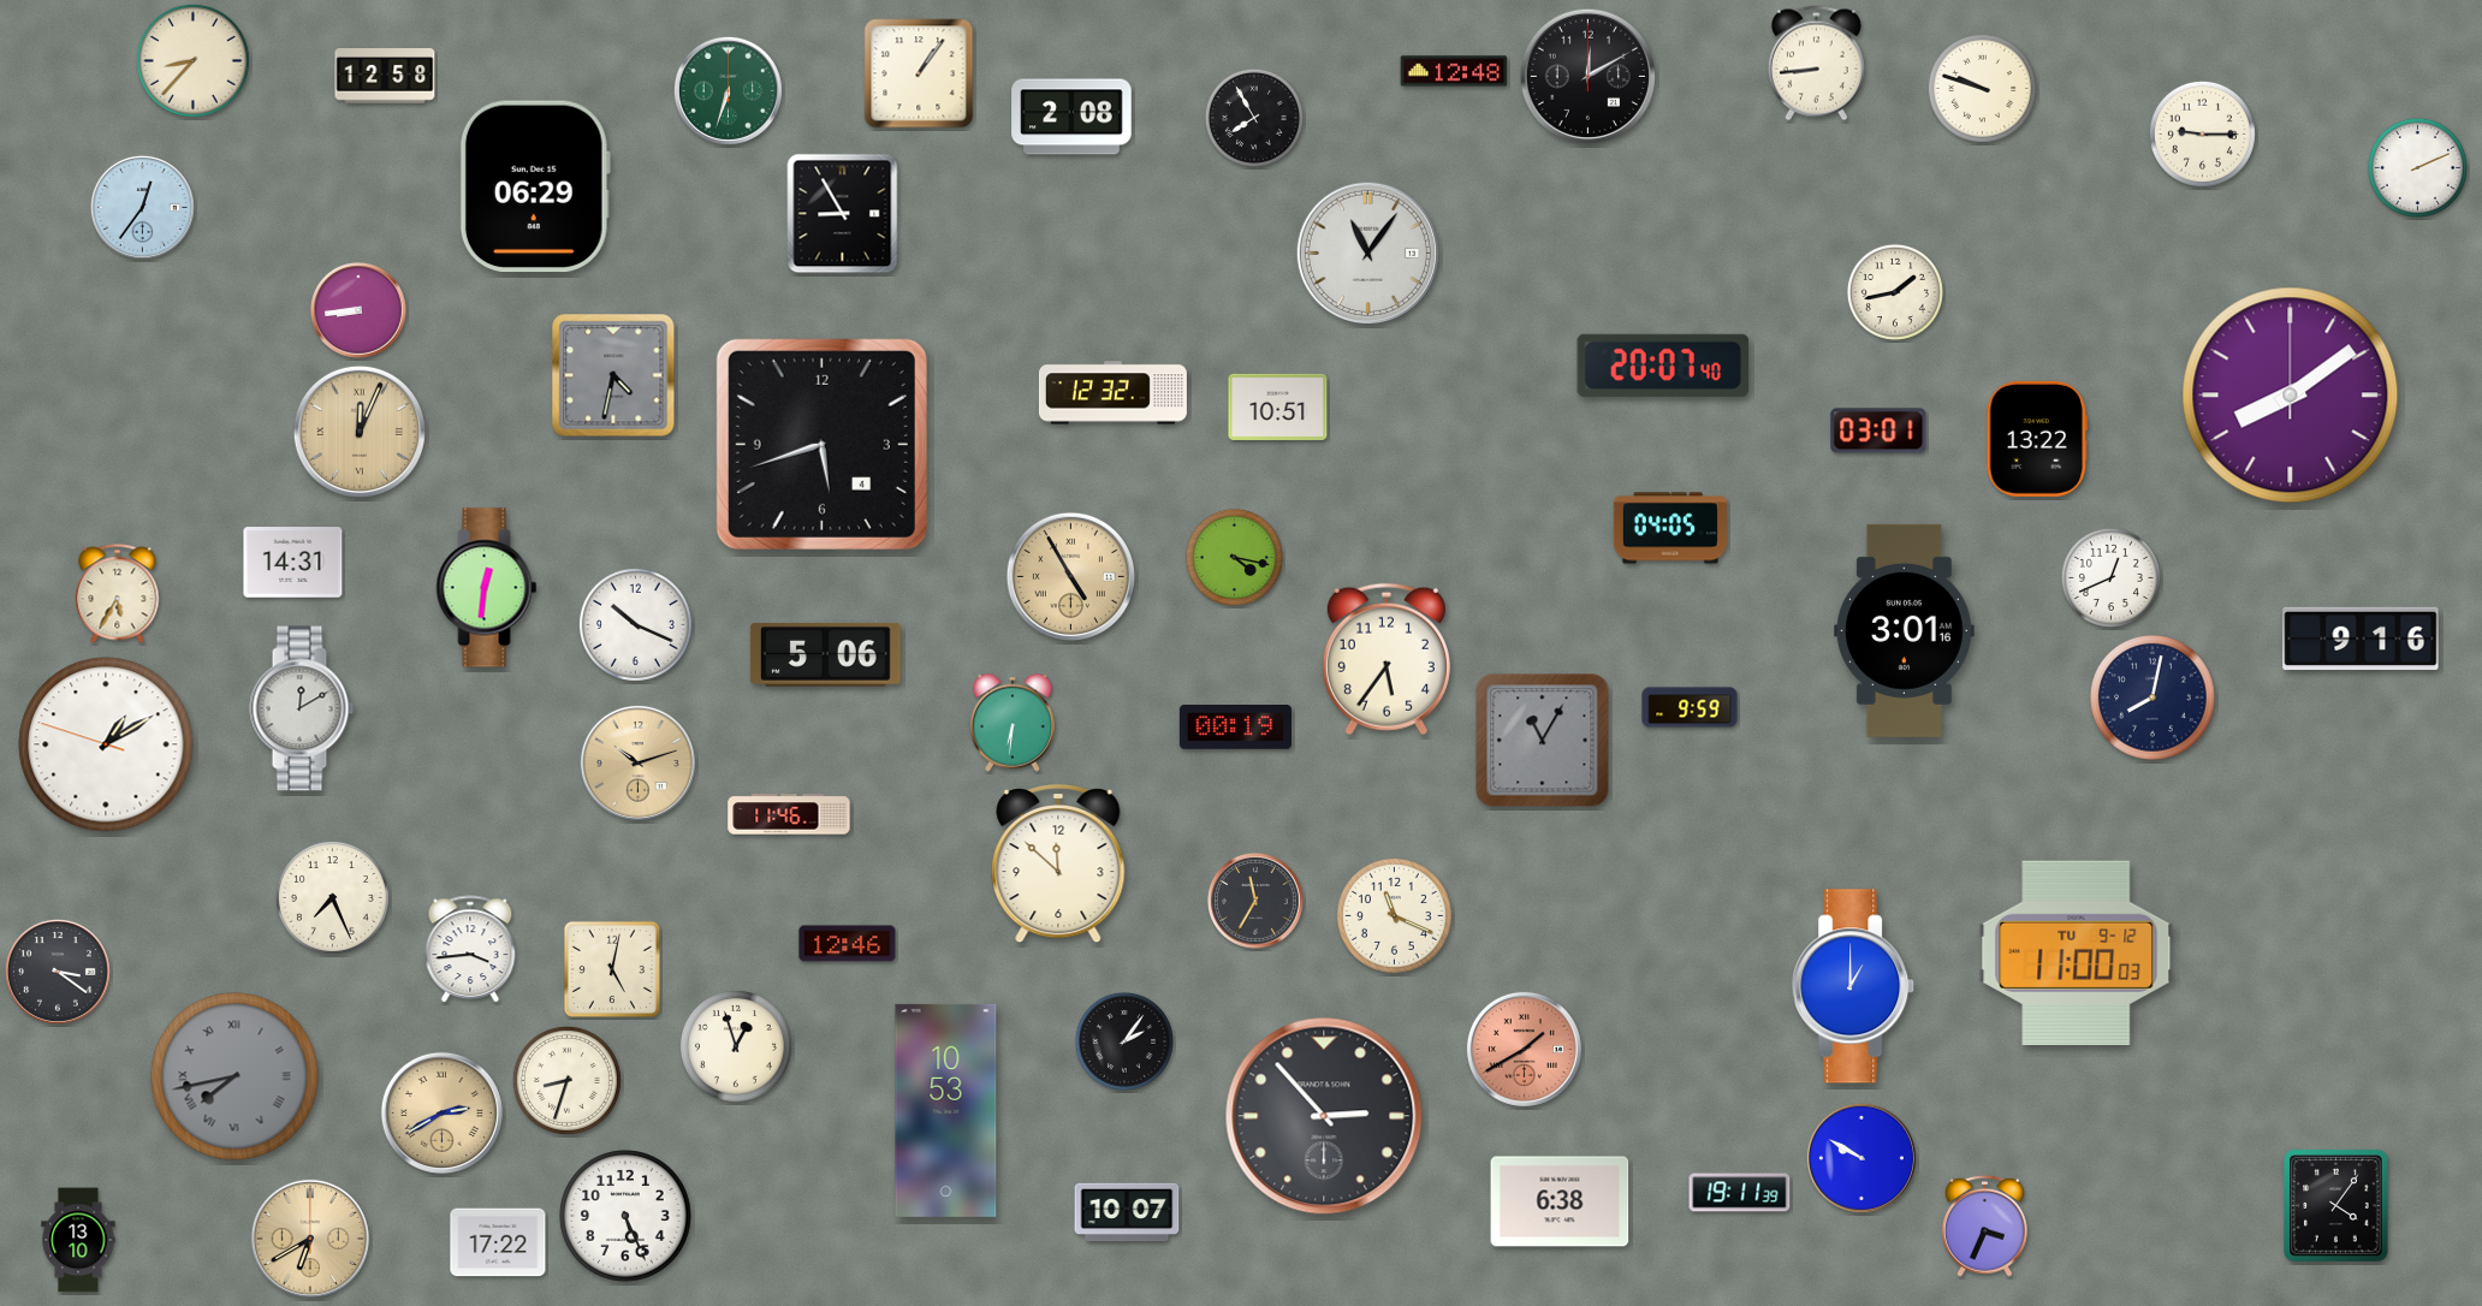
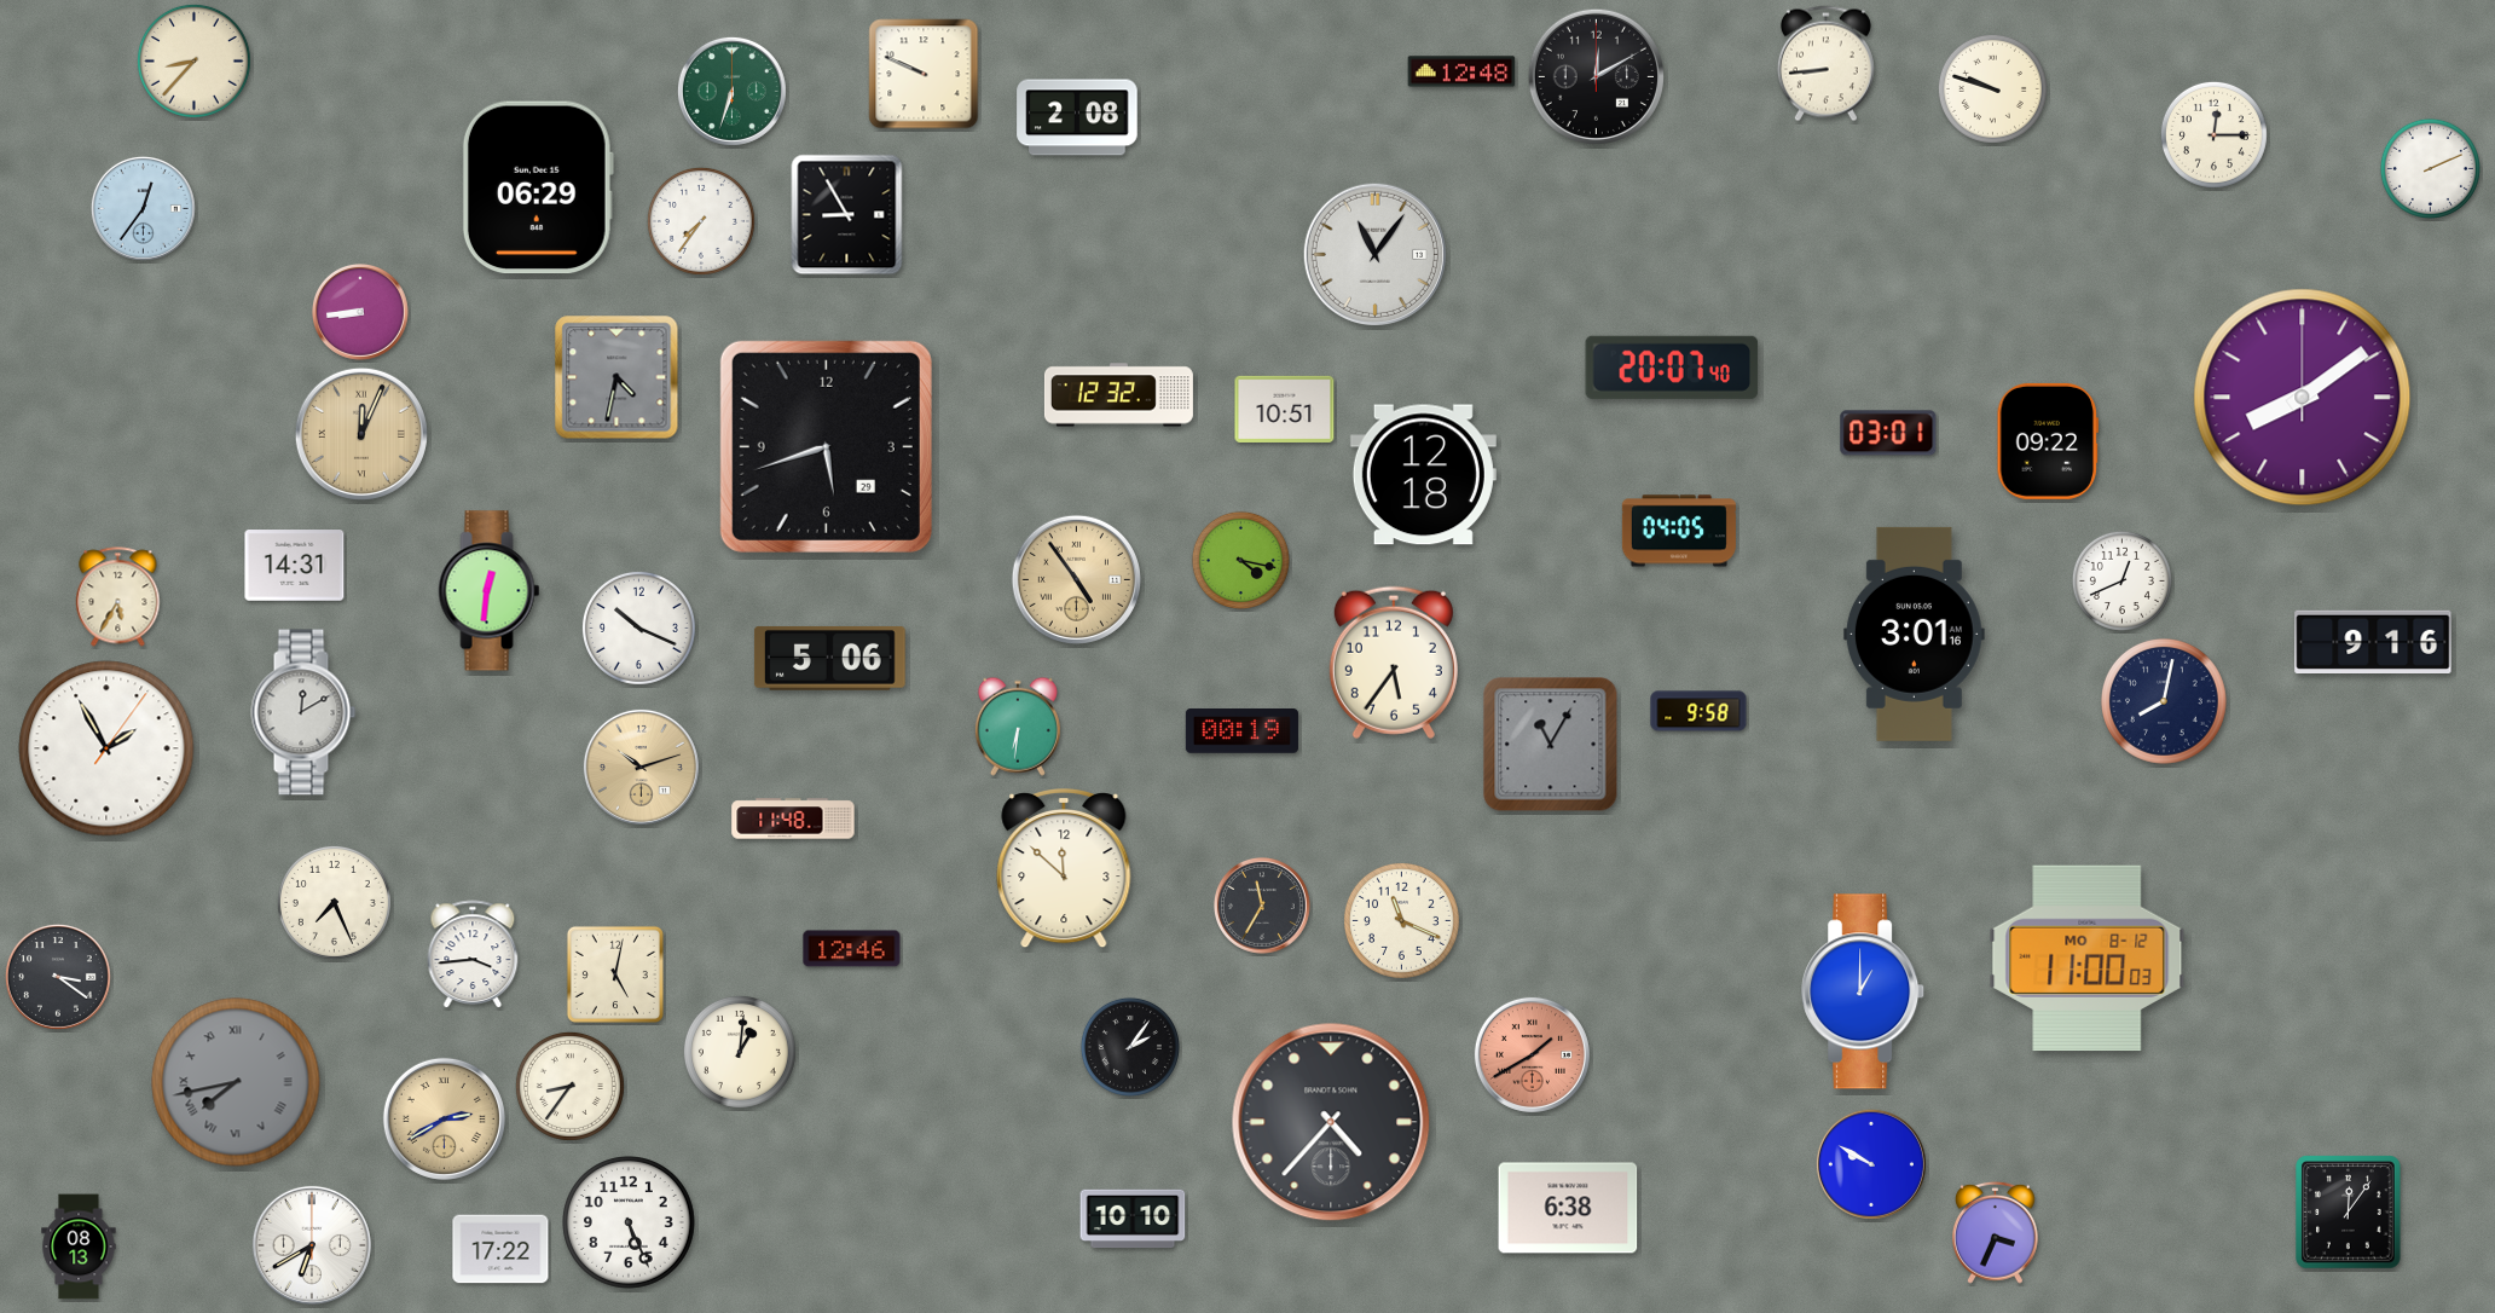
clock at (919, 73): 1:06 -> 9:49
clock at (385, 76): 12:58 -> none
clock at (1254, 118): 7:55 -> none
clock at (2202, 133): 9:15 -> 12:15
clock at (701, 221): none -> 7:36
clock at (1895, 292): 1:43 -> none
clock at (2036, 439): 13:22 -> 09:22
clock at (821, 444) date: 4 -> 29
clock at (1423, 475): none -> 12:18
clock at (1070, 576): 4:55 -> 4:54
clock at (1690, 707): 9:59 -> 9:58
clock at (106, 744): 1:09 -> 1:55
clock at (789, 814): 11:46 -> 11:48
clock at (2077, 954) date: TU 9-12 -> MO 8-12
clock at (736, 1046): 12:57 -> 1:01
clock at (566, 1080): 8:33 -> 8:36
clock at (946, 1110): 10:53 -> none
clock at (1324, 1116): 2:53 -> 4:37
clock at (1740, 1193): 19:11 -> none
clock at (2336, 1206): 4:06 -> 12:06
clock at (1127, 1212): 10:07 -> 10:10
clock at (310, 1239) dial: champagne -> white
clock at (78, 1240): 13:10 -> 08:13
